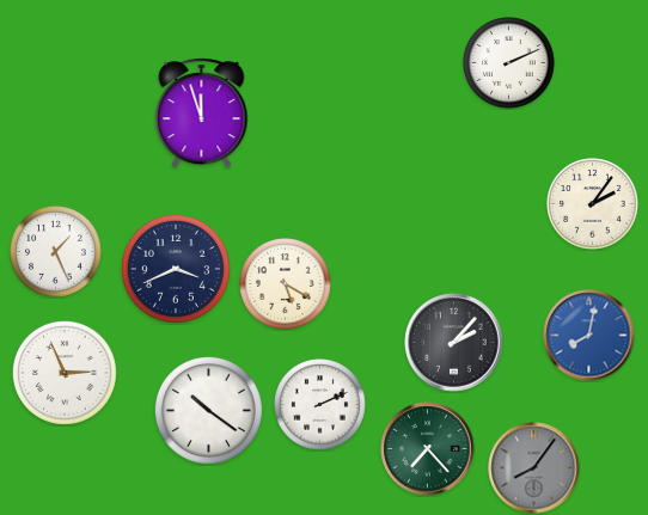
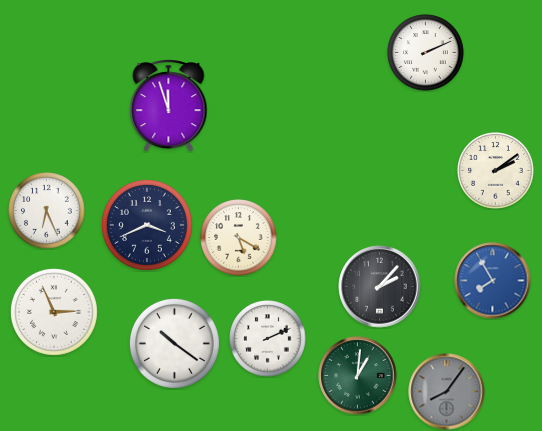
clock at (202, 114) position: (202, 114) -> (169, 106)
clock at (593, 204): 2:06 -> 2:09
clock at (56, 252): 1:26 -> 6:26
clock at (589, 336): 8:02 -> 7:55
clock at (428, 449): 7:23 -> 1:01
